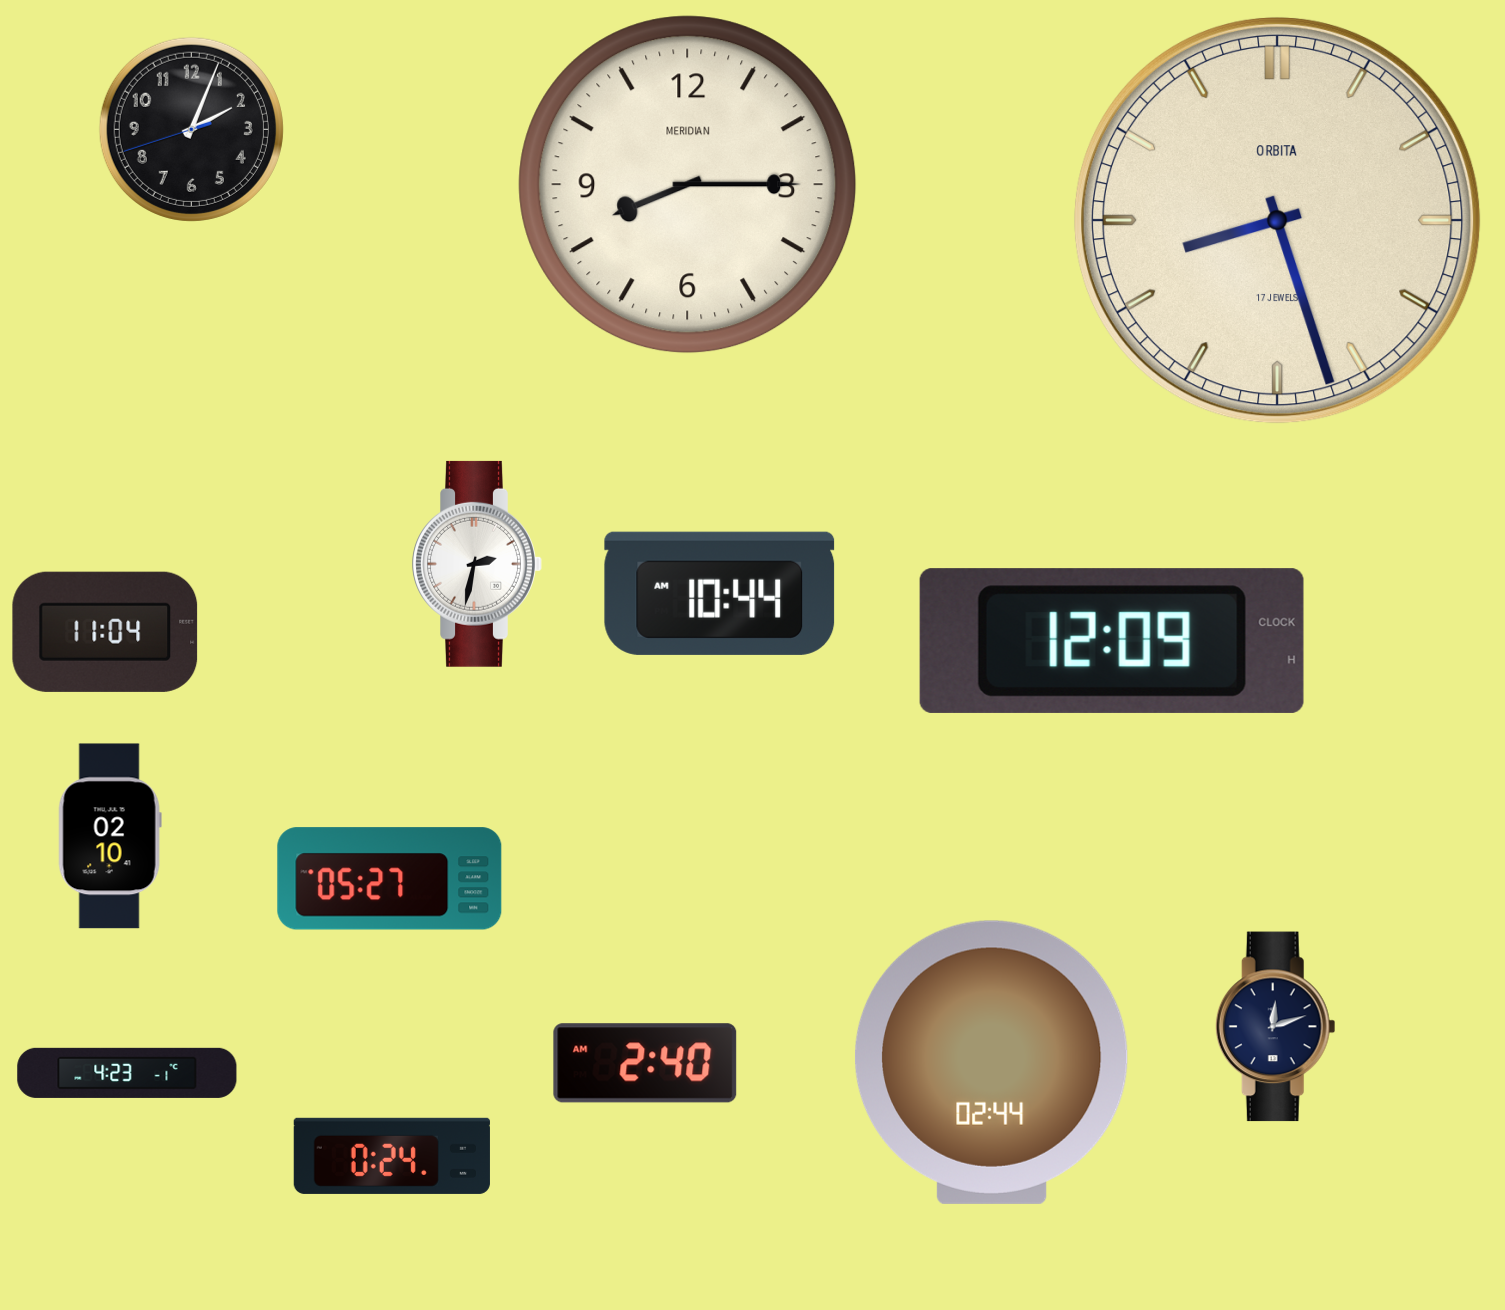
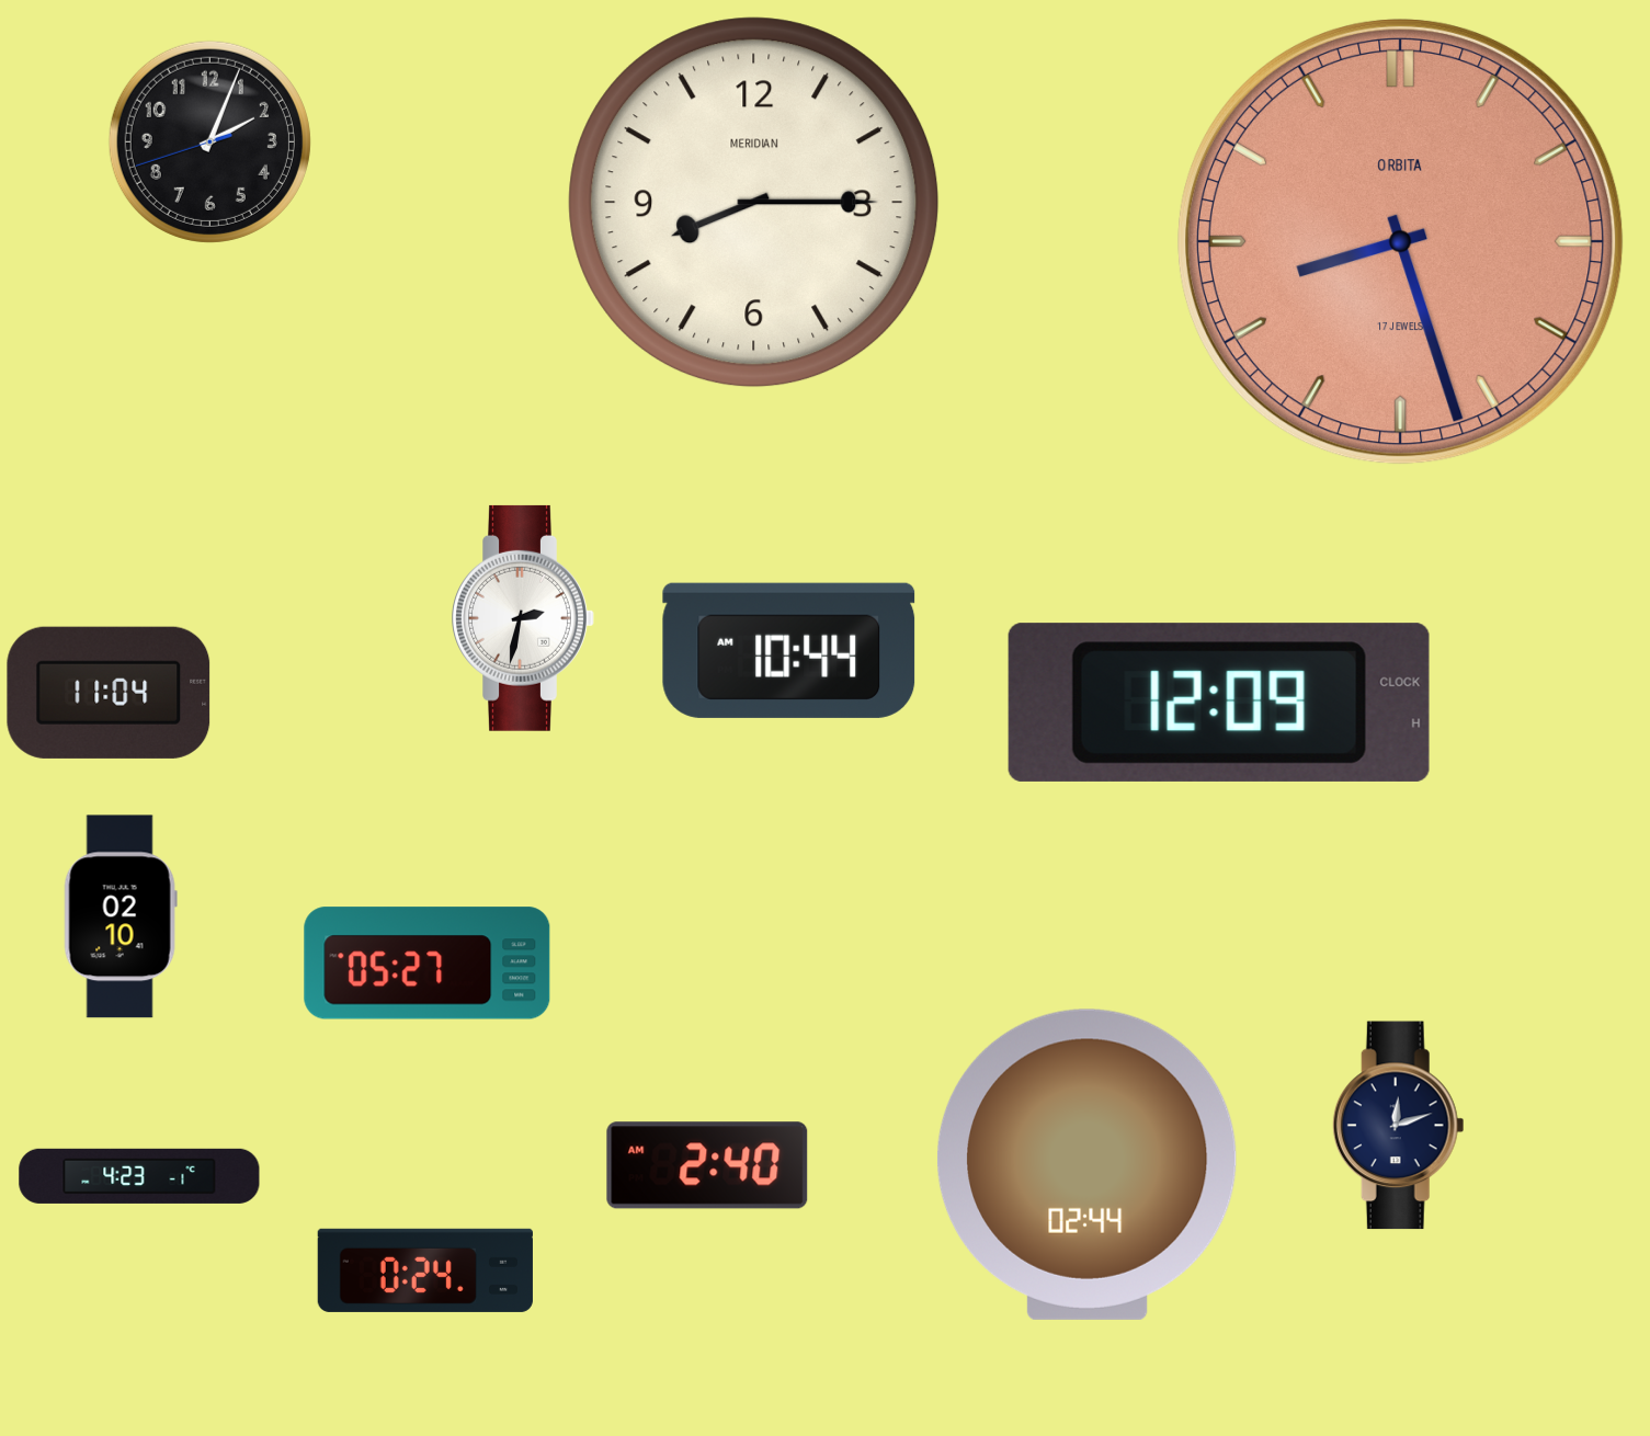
clock at (1277, 220) dial: cream -> salmon
clock at (105, 632) position: (105, 632) -> (109, 693)
clock at (392, 1156) position: (392, 1156) -> (425, 1270)
